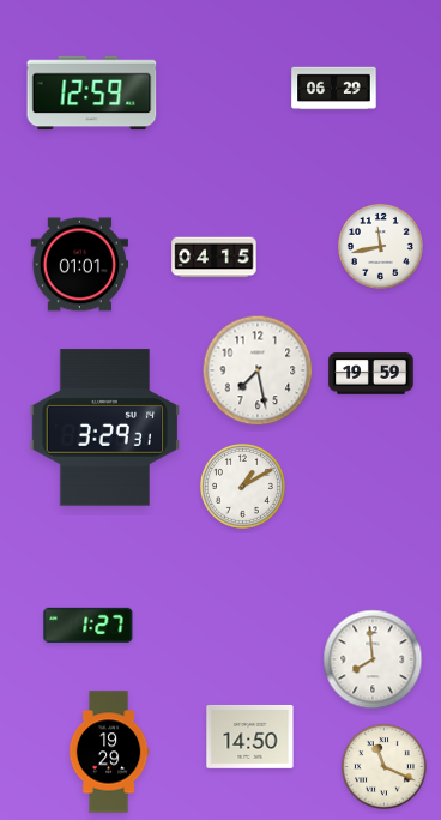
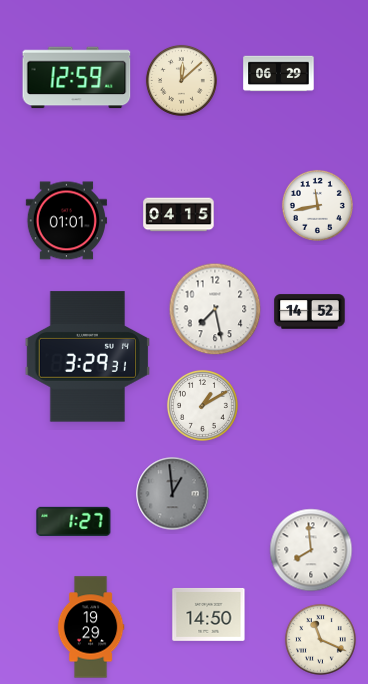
clock at (181, 80): none -> 12:08
clock at (371, 374): 19:59 -> 14:52
clock at (173, 494): none -> 12:59
